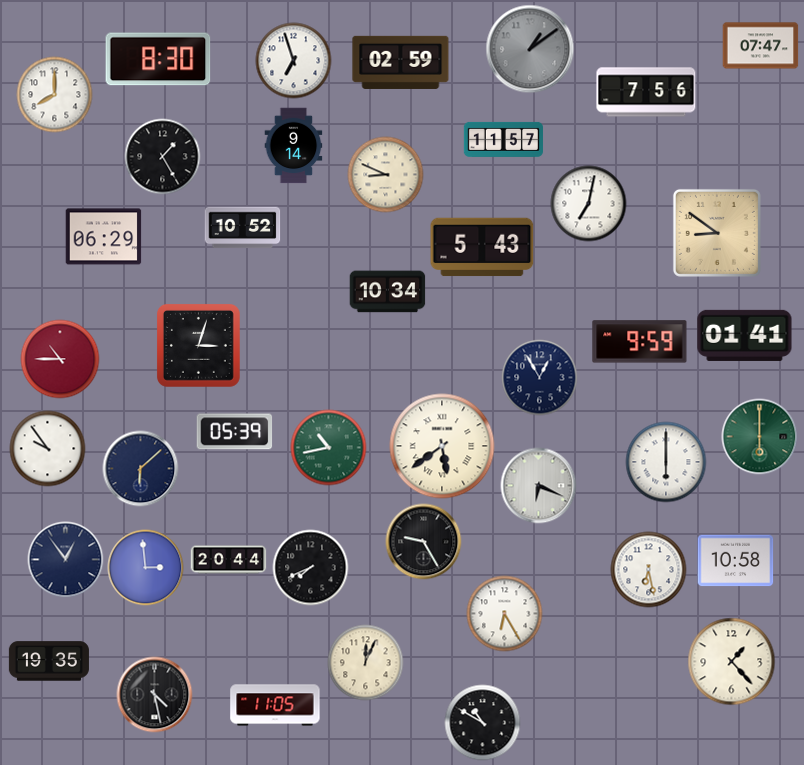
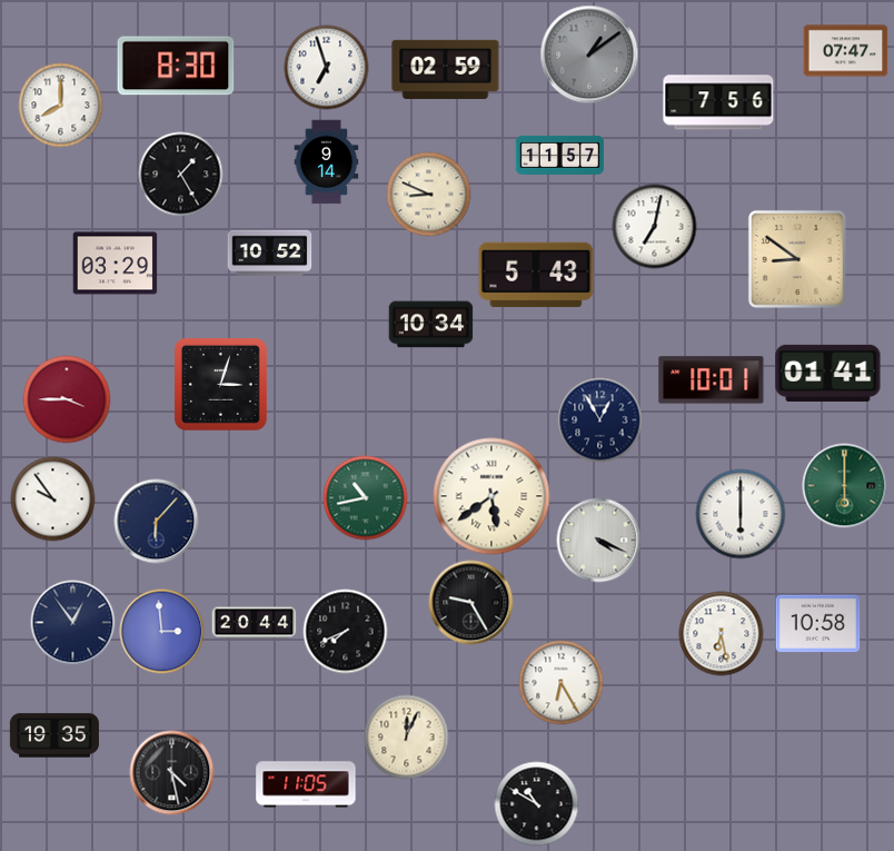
clock at (104, 237): 06:29 -> 03:29
clock at (640, 342): 9:59 -> 10:01
clock at (60, 359): 10:45 -> 3:45
clock at (235, 432): 05:39 -> none
clock at (141, 469): 6:08 -> 6:07
clock at (539, 486): 6:19 -> 4:19
clock at (732, 662): 1:23 -> none
